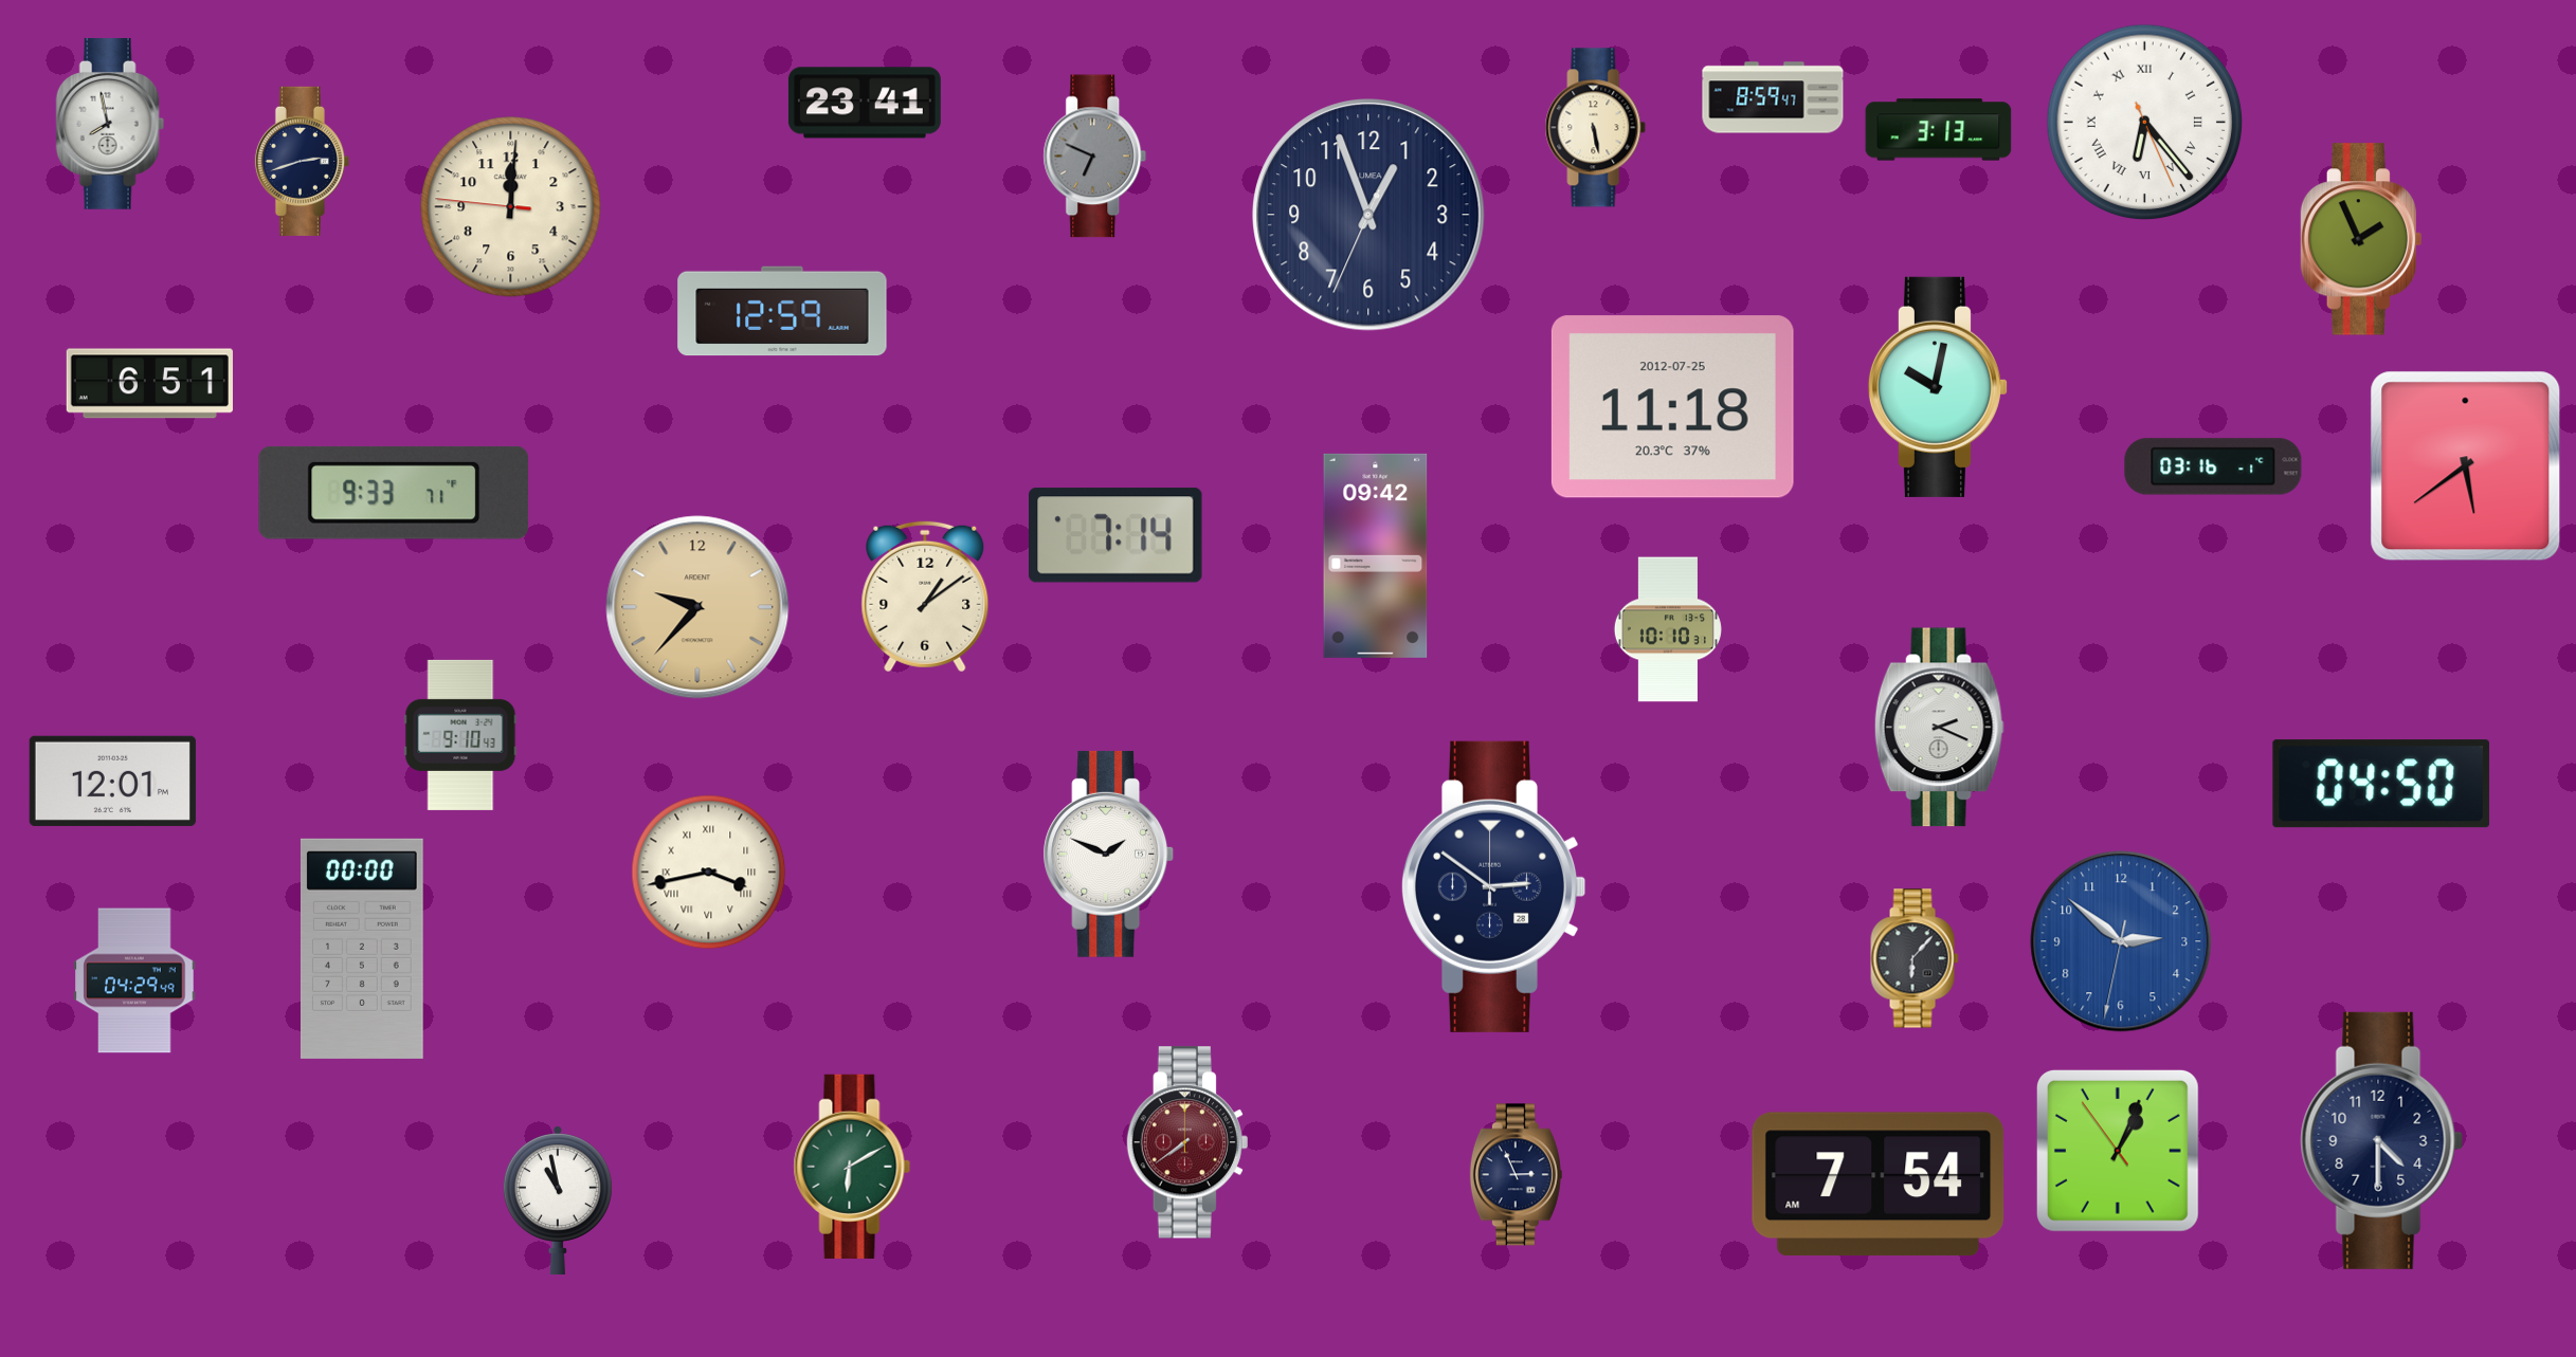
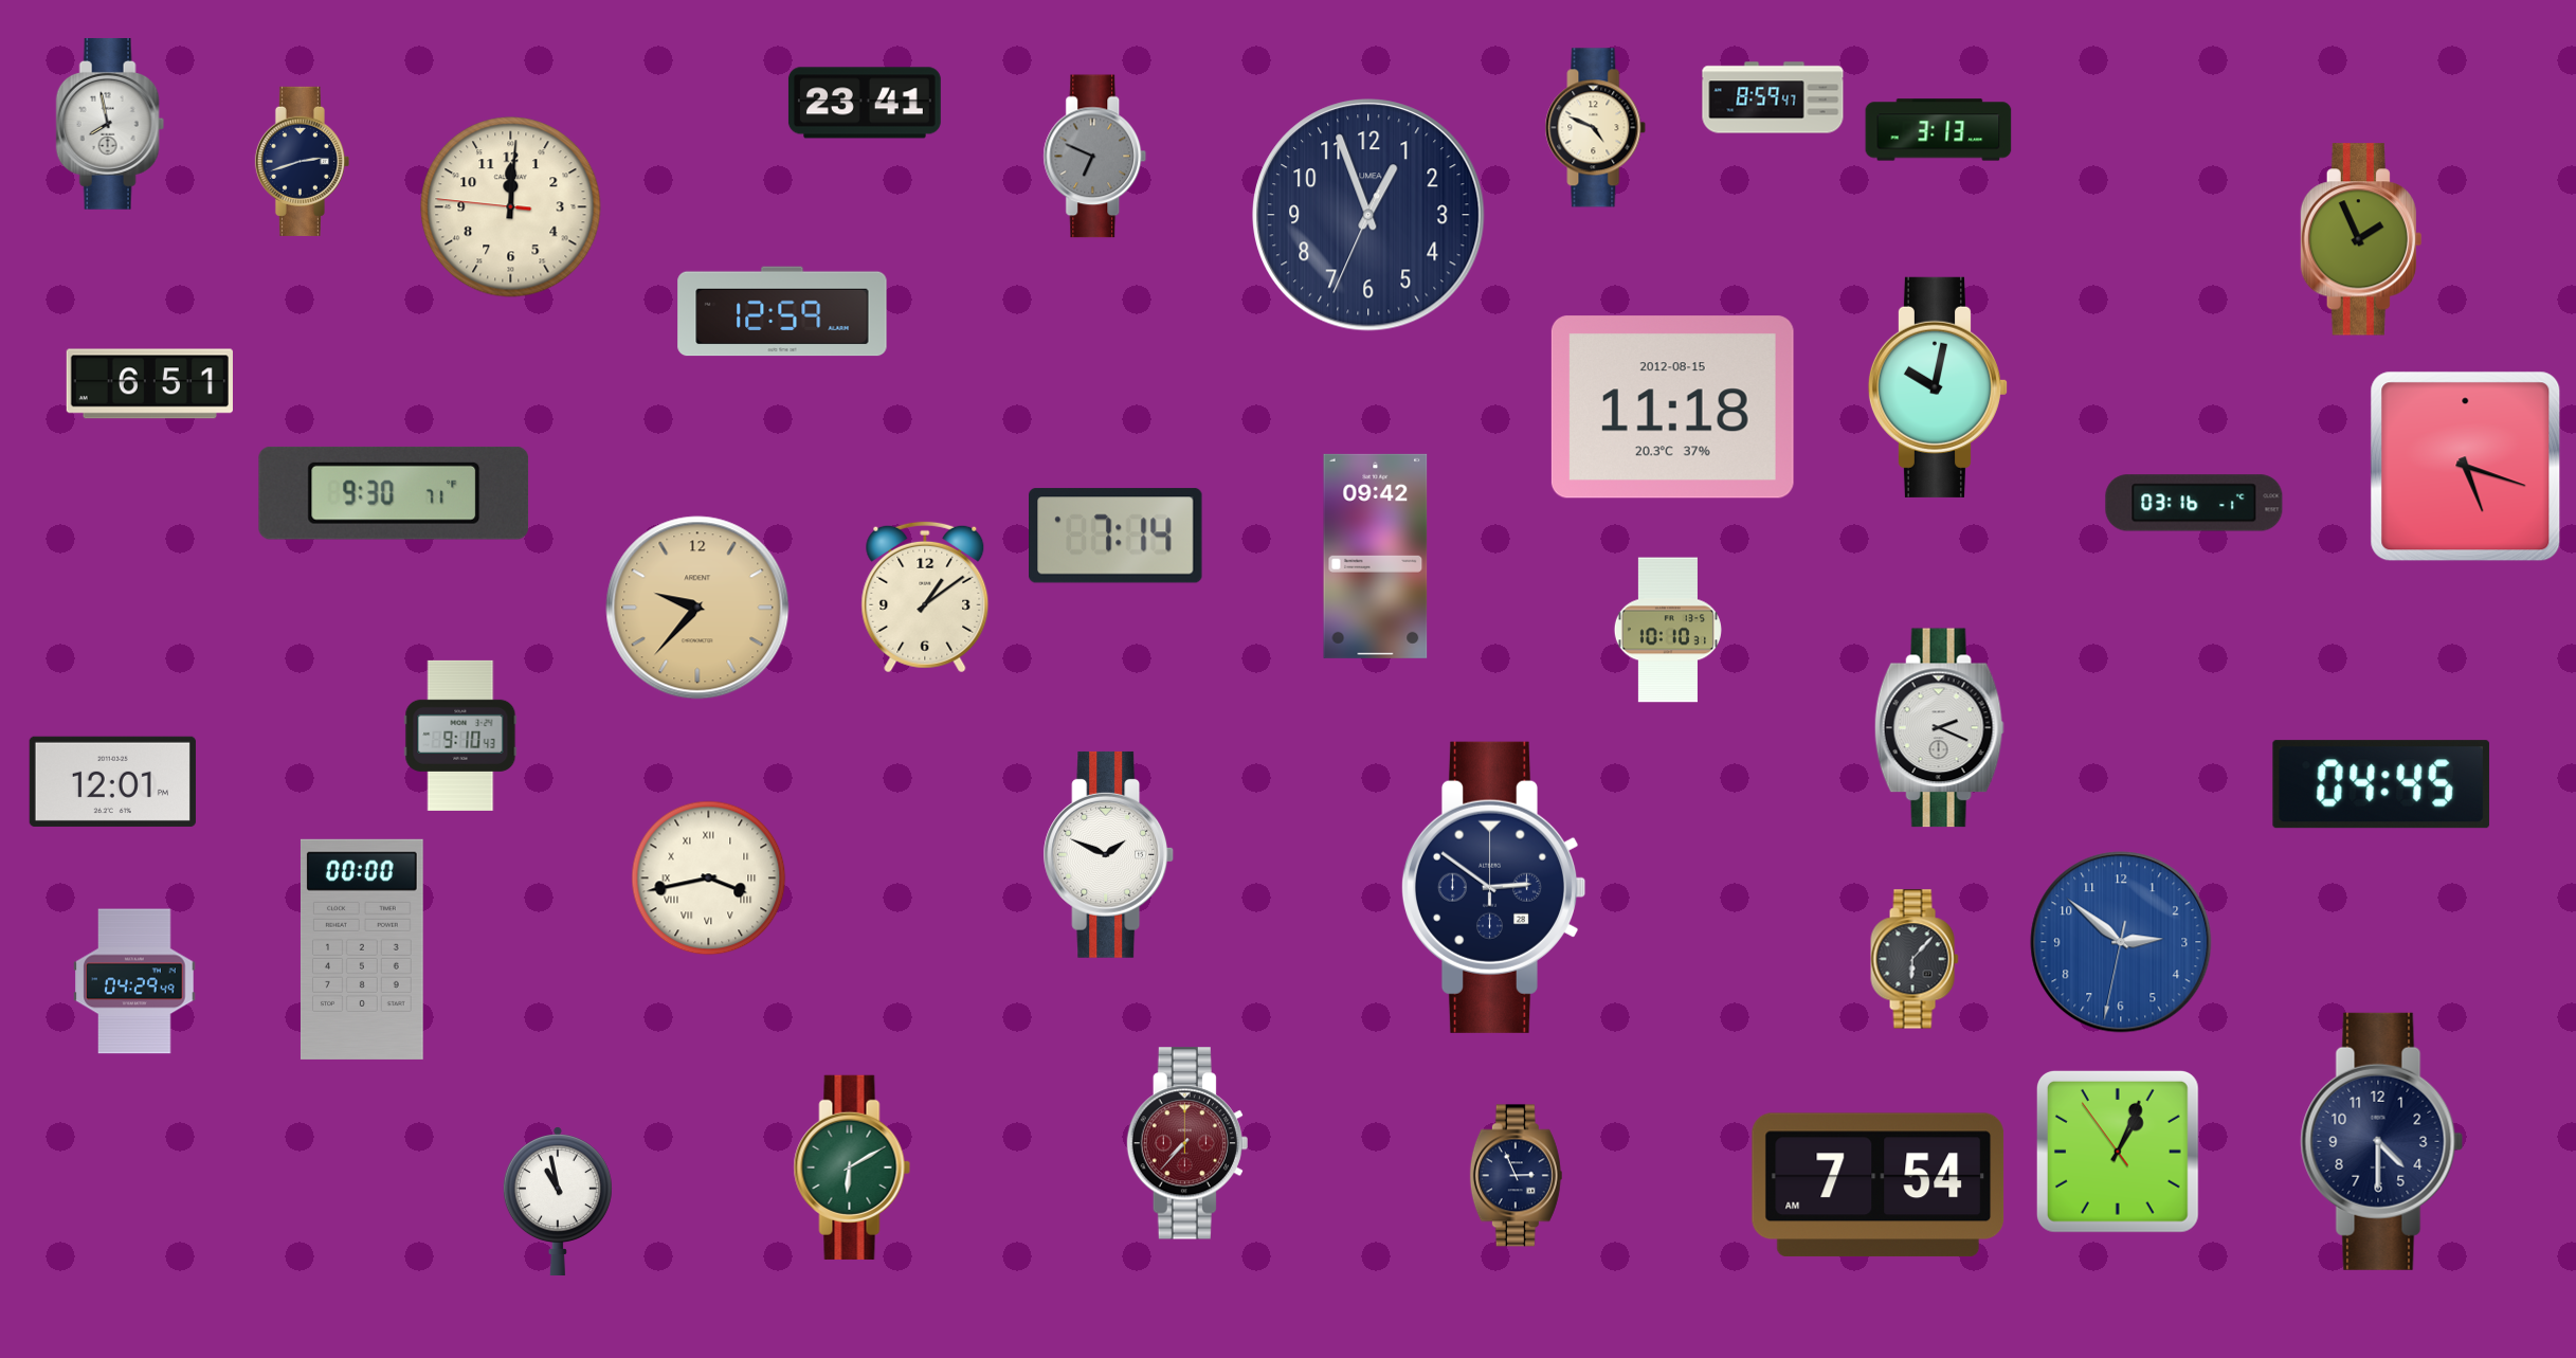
clock at (2145, 123): 6:23 -> none
clock at (1596, 128): 5:28 -> 4:49
clock at (1672, 407) date: 2012-07-25 -> 2012-08-15
clock at (2213, 466) position: (2213, 466) -> (2194, 503)
clock at (2466, 466): 5:39 -> 5:18
clock at (394, 493): 9:33 -> 9:30
clock at (2381, 784): 04:50 -> 04:45
clock at (709, 873) position: (709, 873) -> (709, 879)
clock at (1187, 1142): 7:39 -> 7:37
